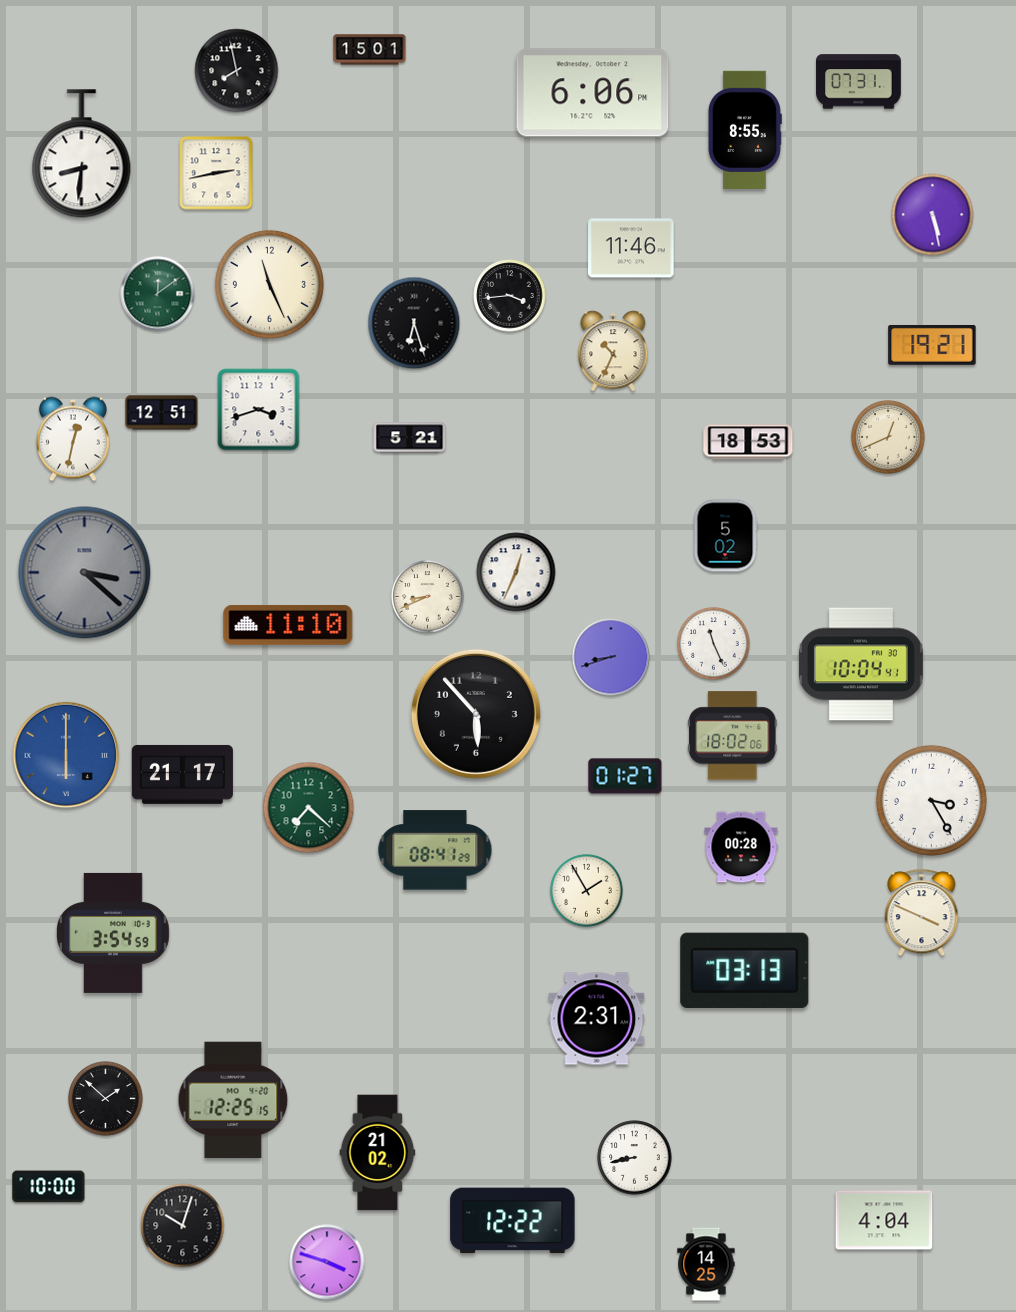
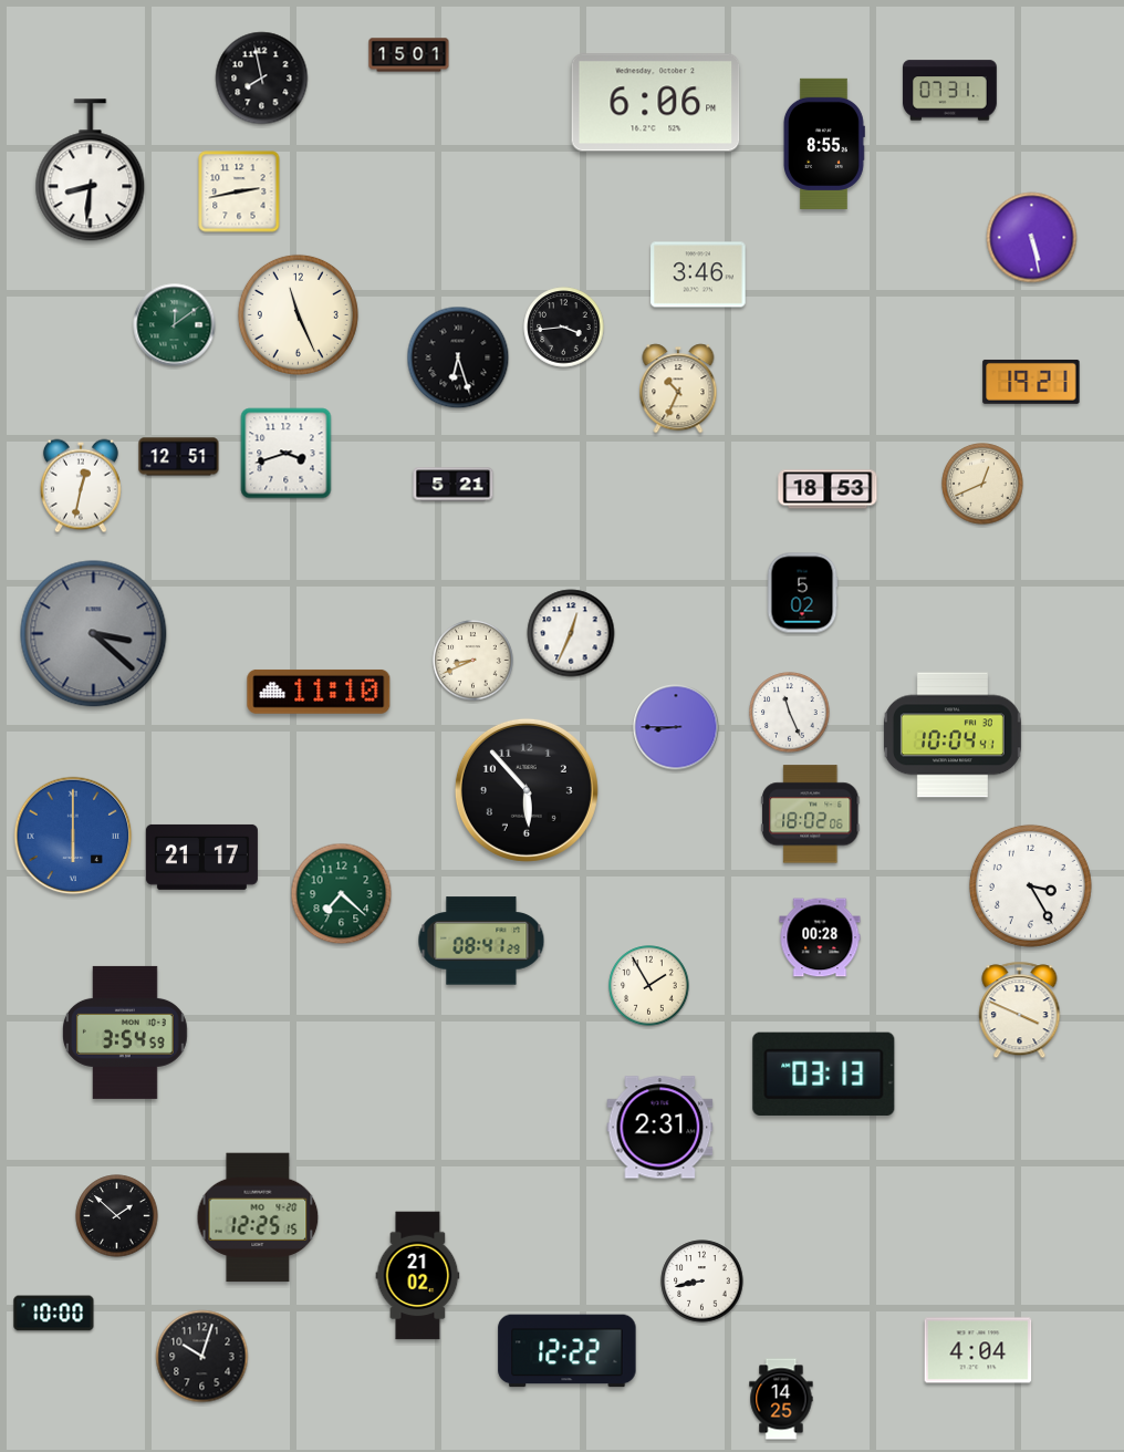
clock at (631, 248): 11:46 -> 3:46
clock at (611, 657): 8:42 -> 8:45
clock at (625, 776): 01:27 -> none
clock at (327, 1262): 3:48 -> none
